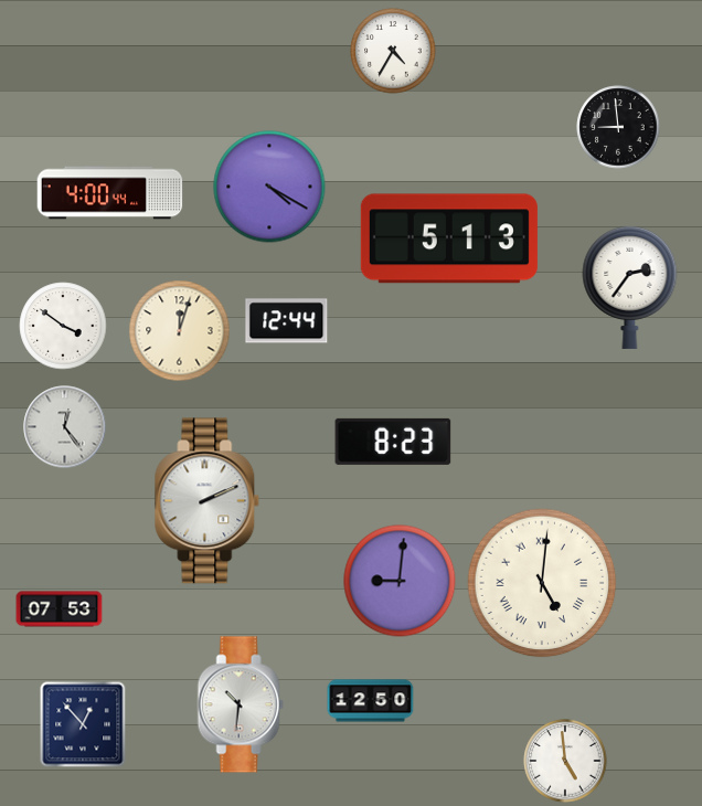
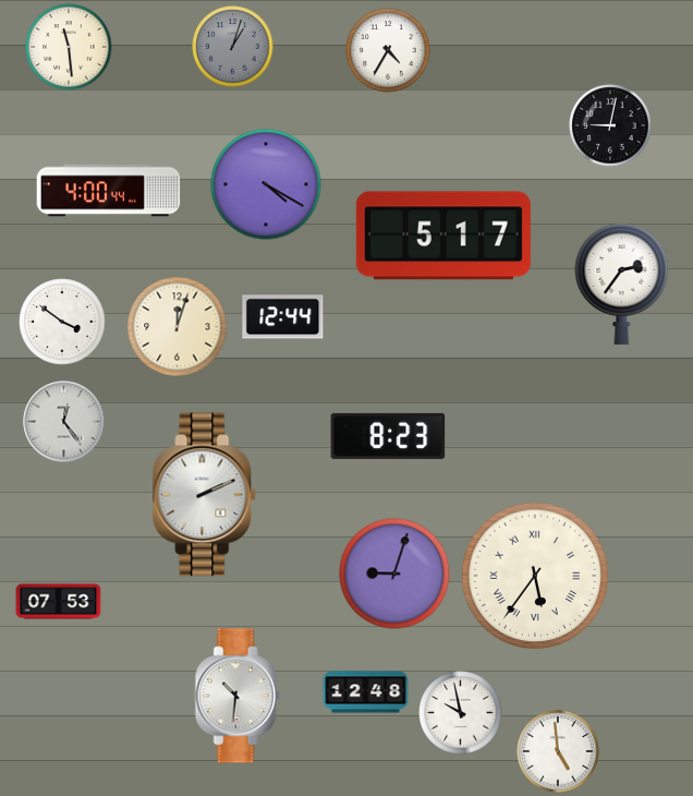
clock at (69, 47): none -> 11:29
clock at (233, 47): none -> 1:03
clock at (618, 127): 8:59 -> 9:02
clock at (449, 238): 5:13 -> 5:17
clock at (400, 581): 9:01 -> 9:03
clock at (542, 583): 5:01 -> 5:36
clock at (371, 701): 12:50 -> 12:48
clock at (461, 713): none -> 9:58
clock at (83, 724): 12:53 -> none
